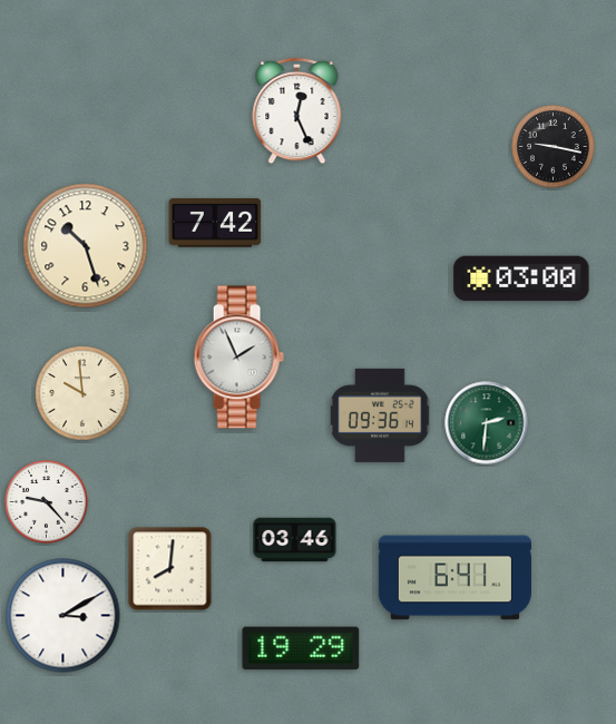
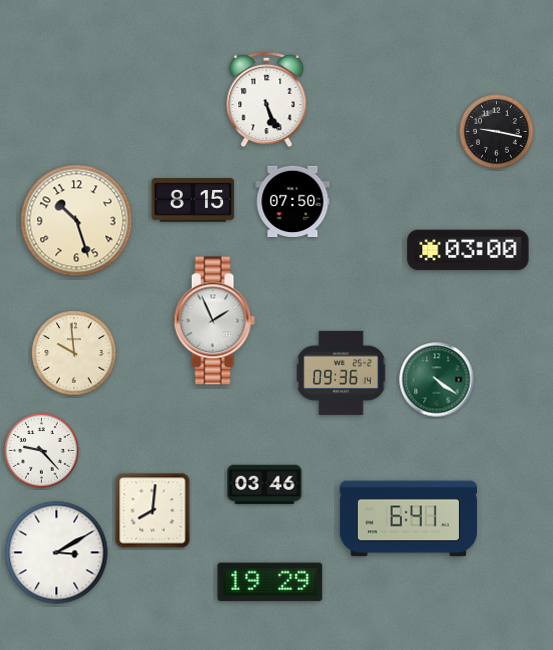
clock at (297, 111): 12:26 -> 5:26
clock at (215, 223): 7:42 -> 8:15
clock at (293, 201): none -> 07:50
clock at (487, 423): 2:31 -> 4:21
